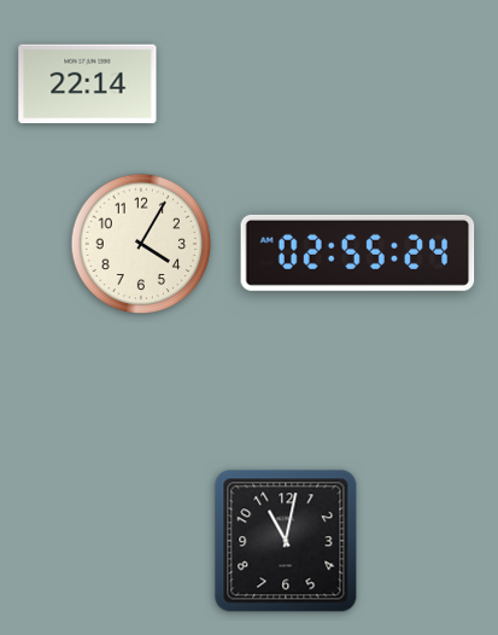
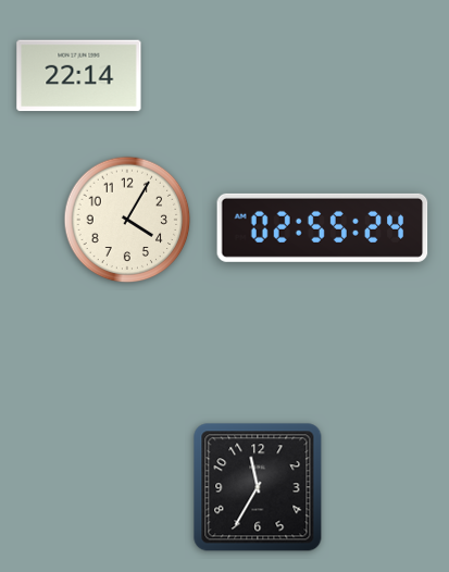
clock at (286, 541): 11:02 -> 11:35
